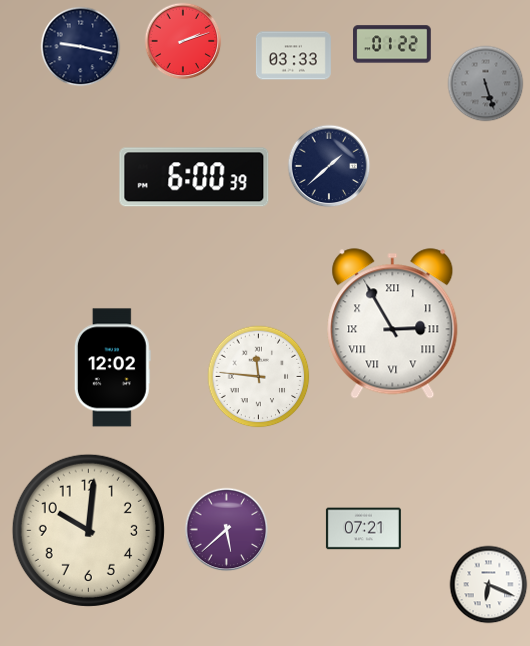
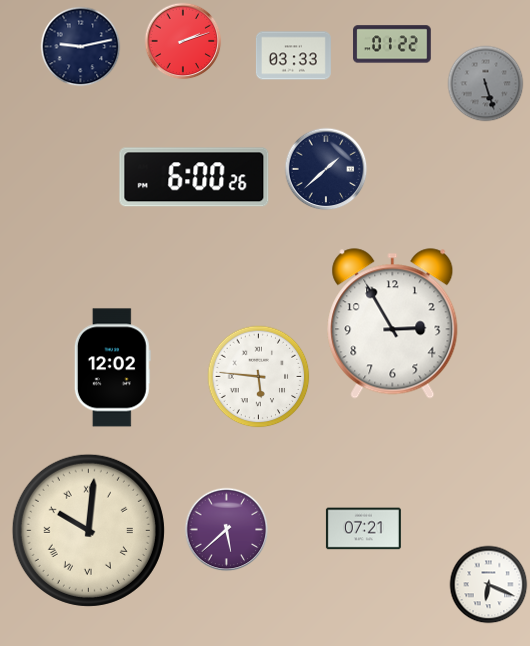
clock at (81, 47): 9:17 -> 9:13
clock at (329, 166) position: (329, 166) -> (326, 169)
clock at (194, 177): 6:00:39 -> 6:00:26
clock at (393, 324) numerals: Roman -> Arabic
clock at (259, 377): 11:46 -> 5:46
clock at (88, 530) numerals: Arabic -> Roman
